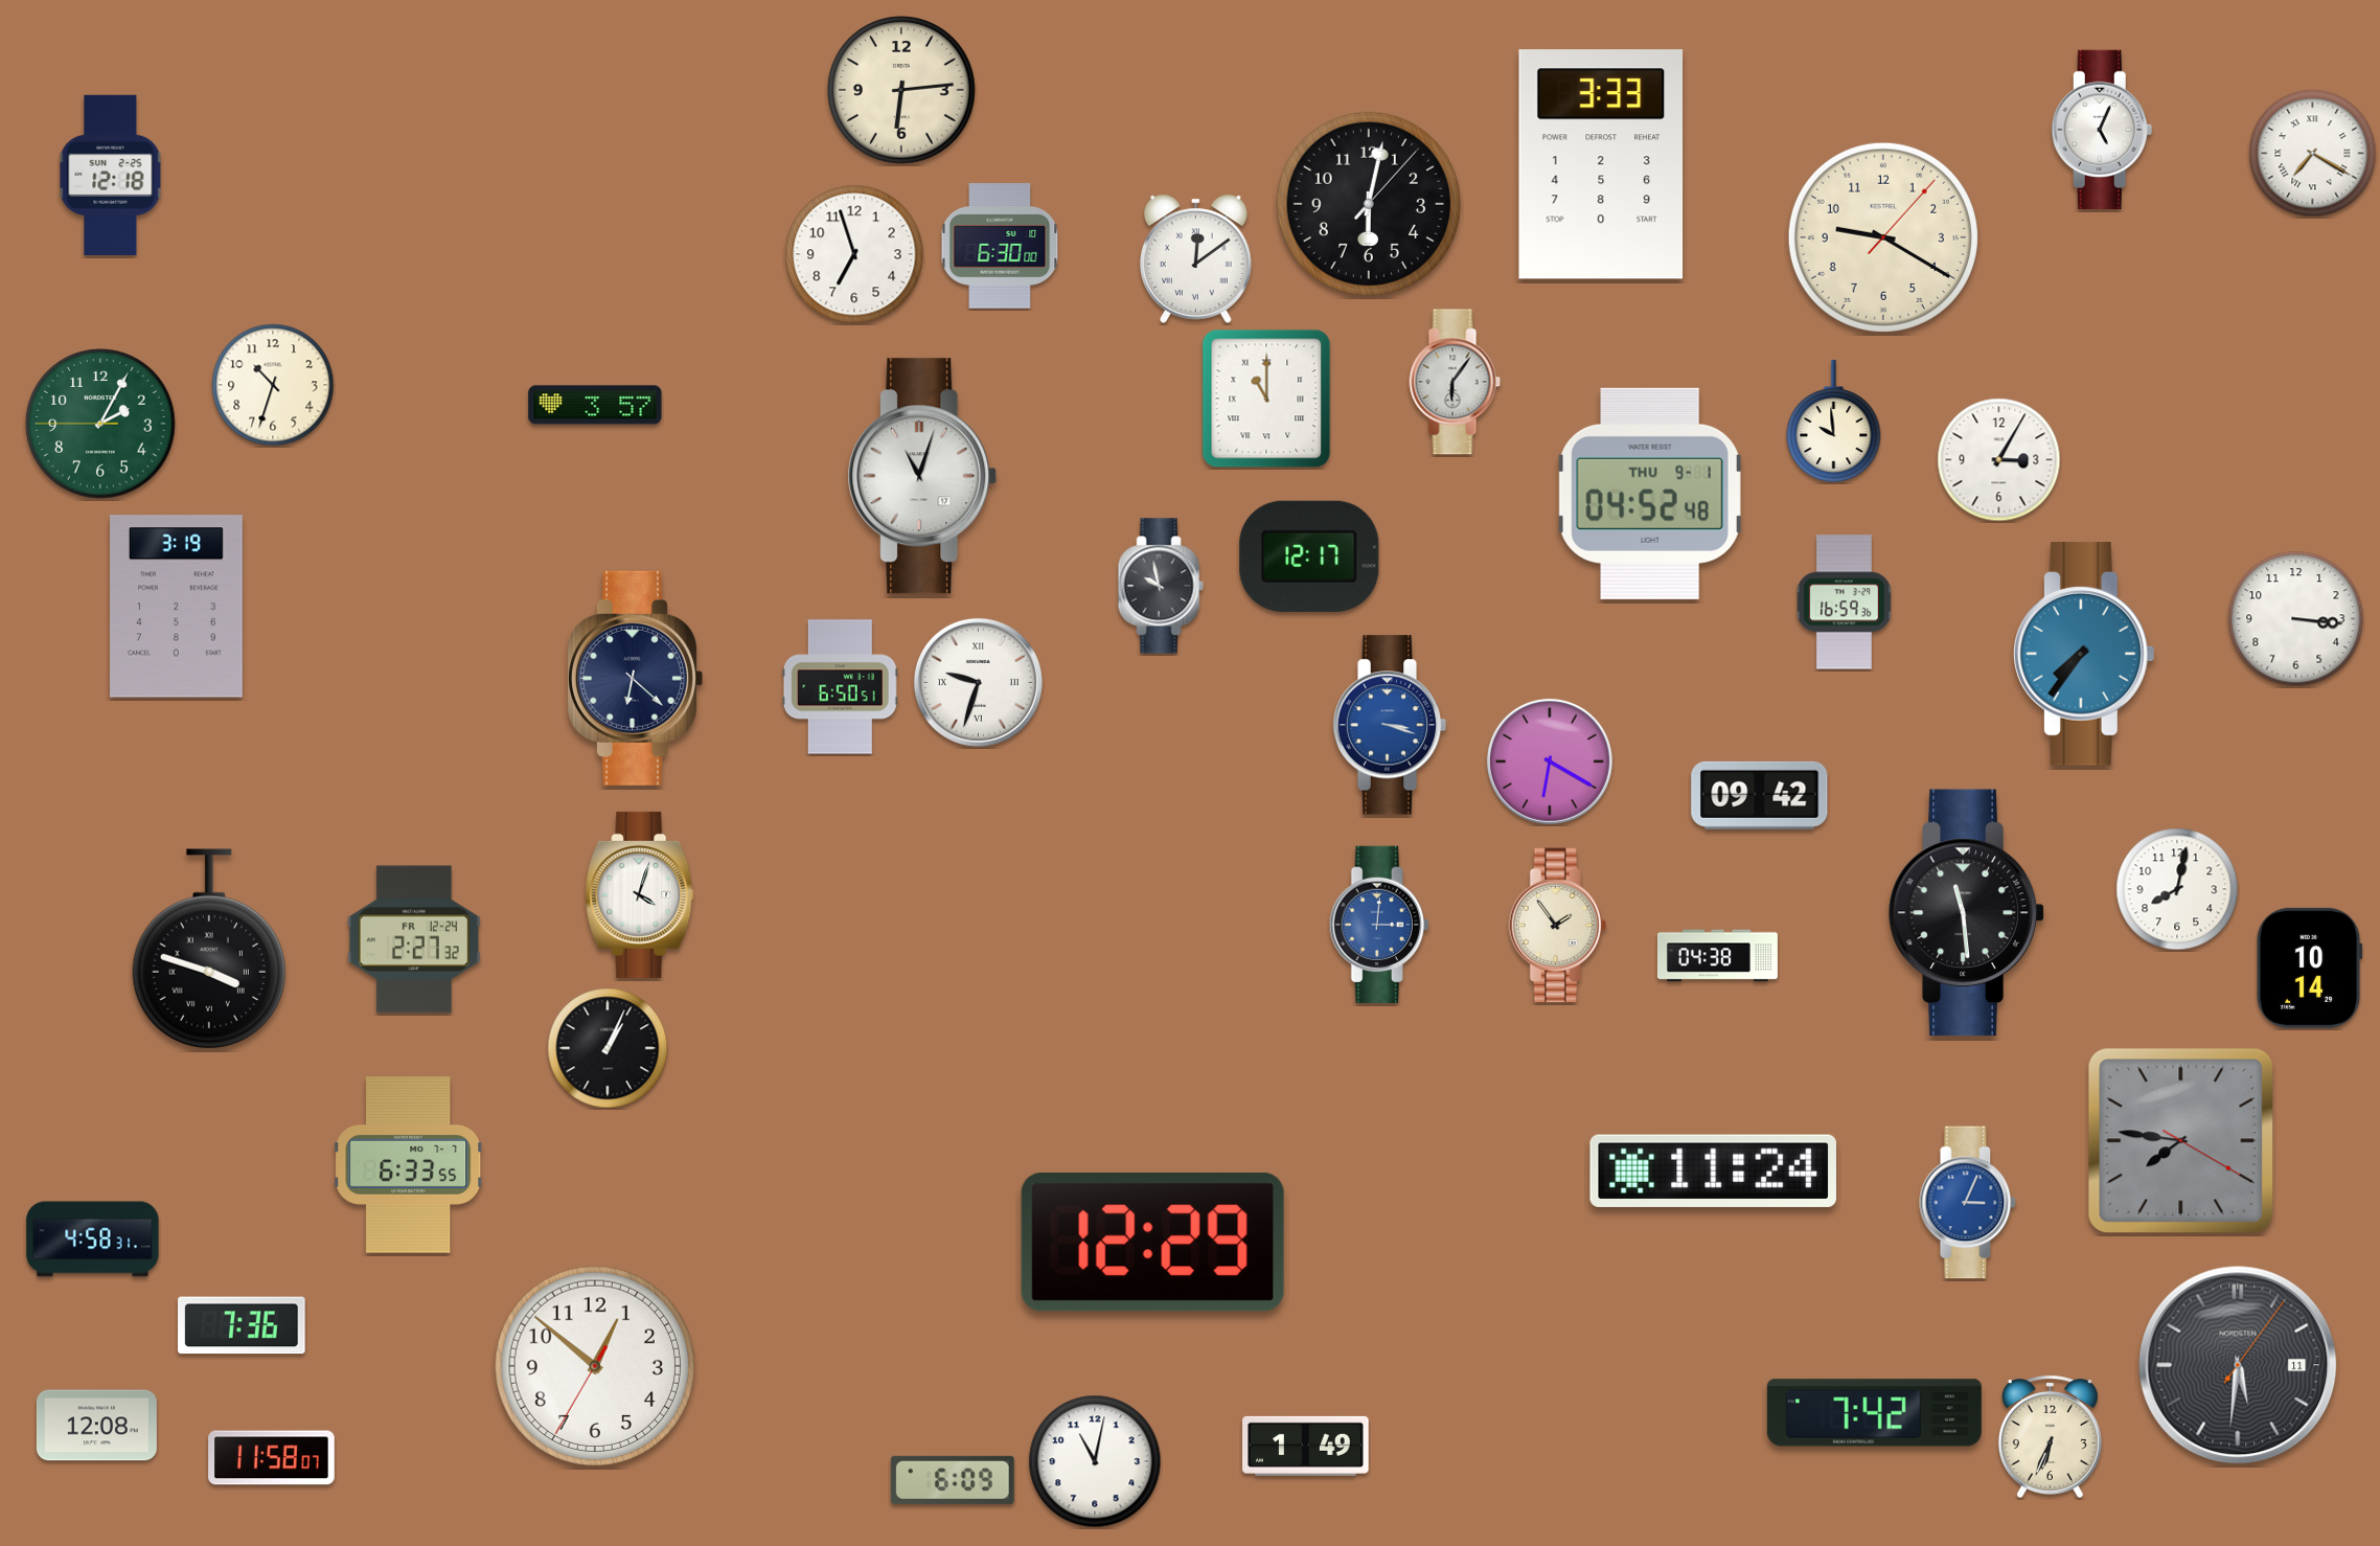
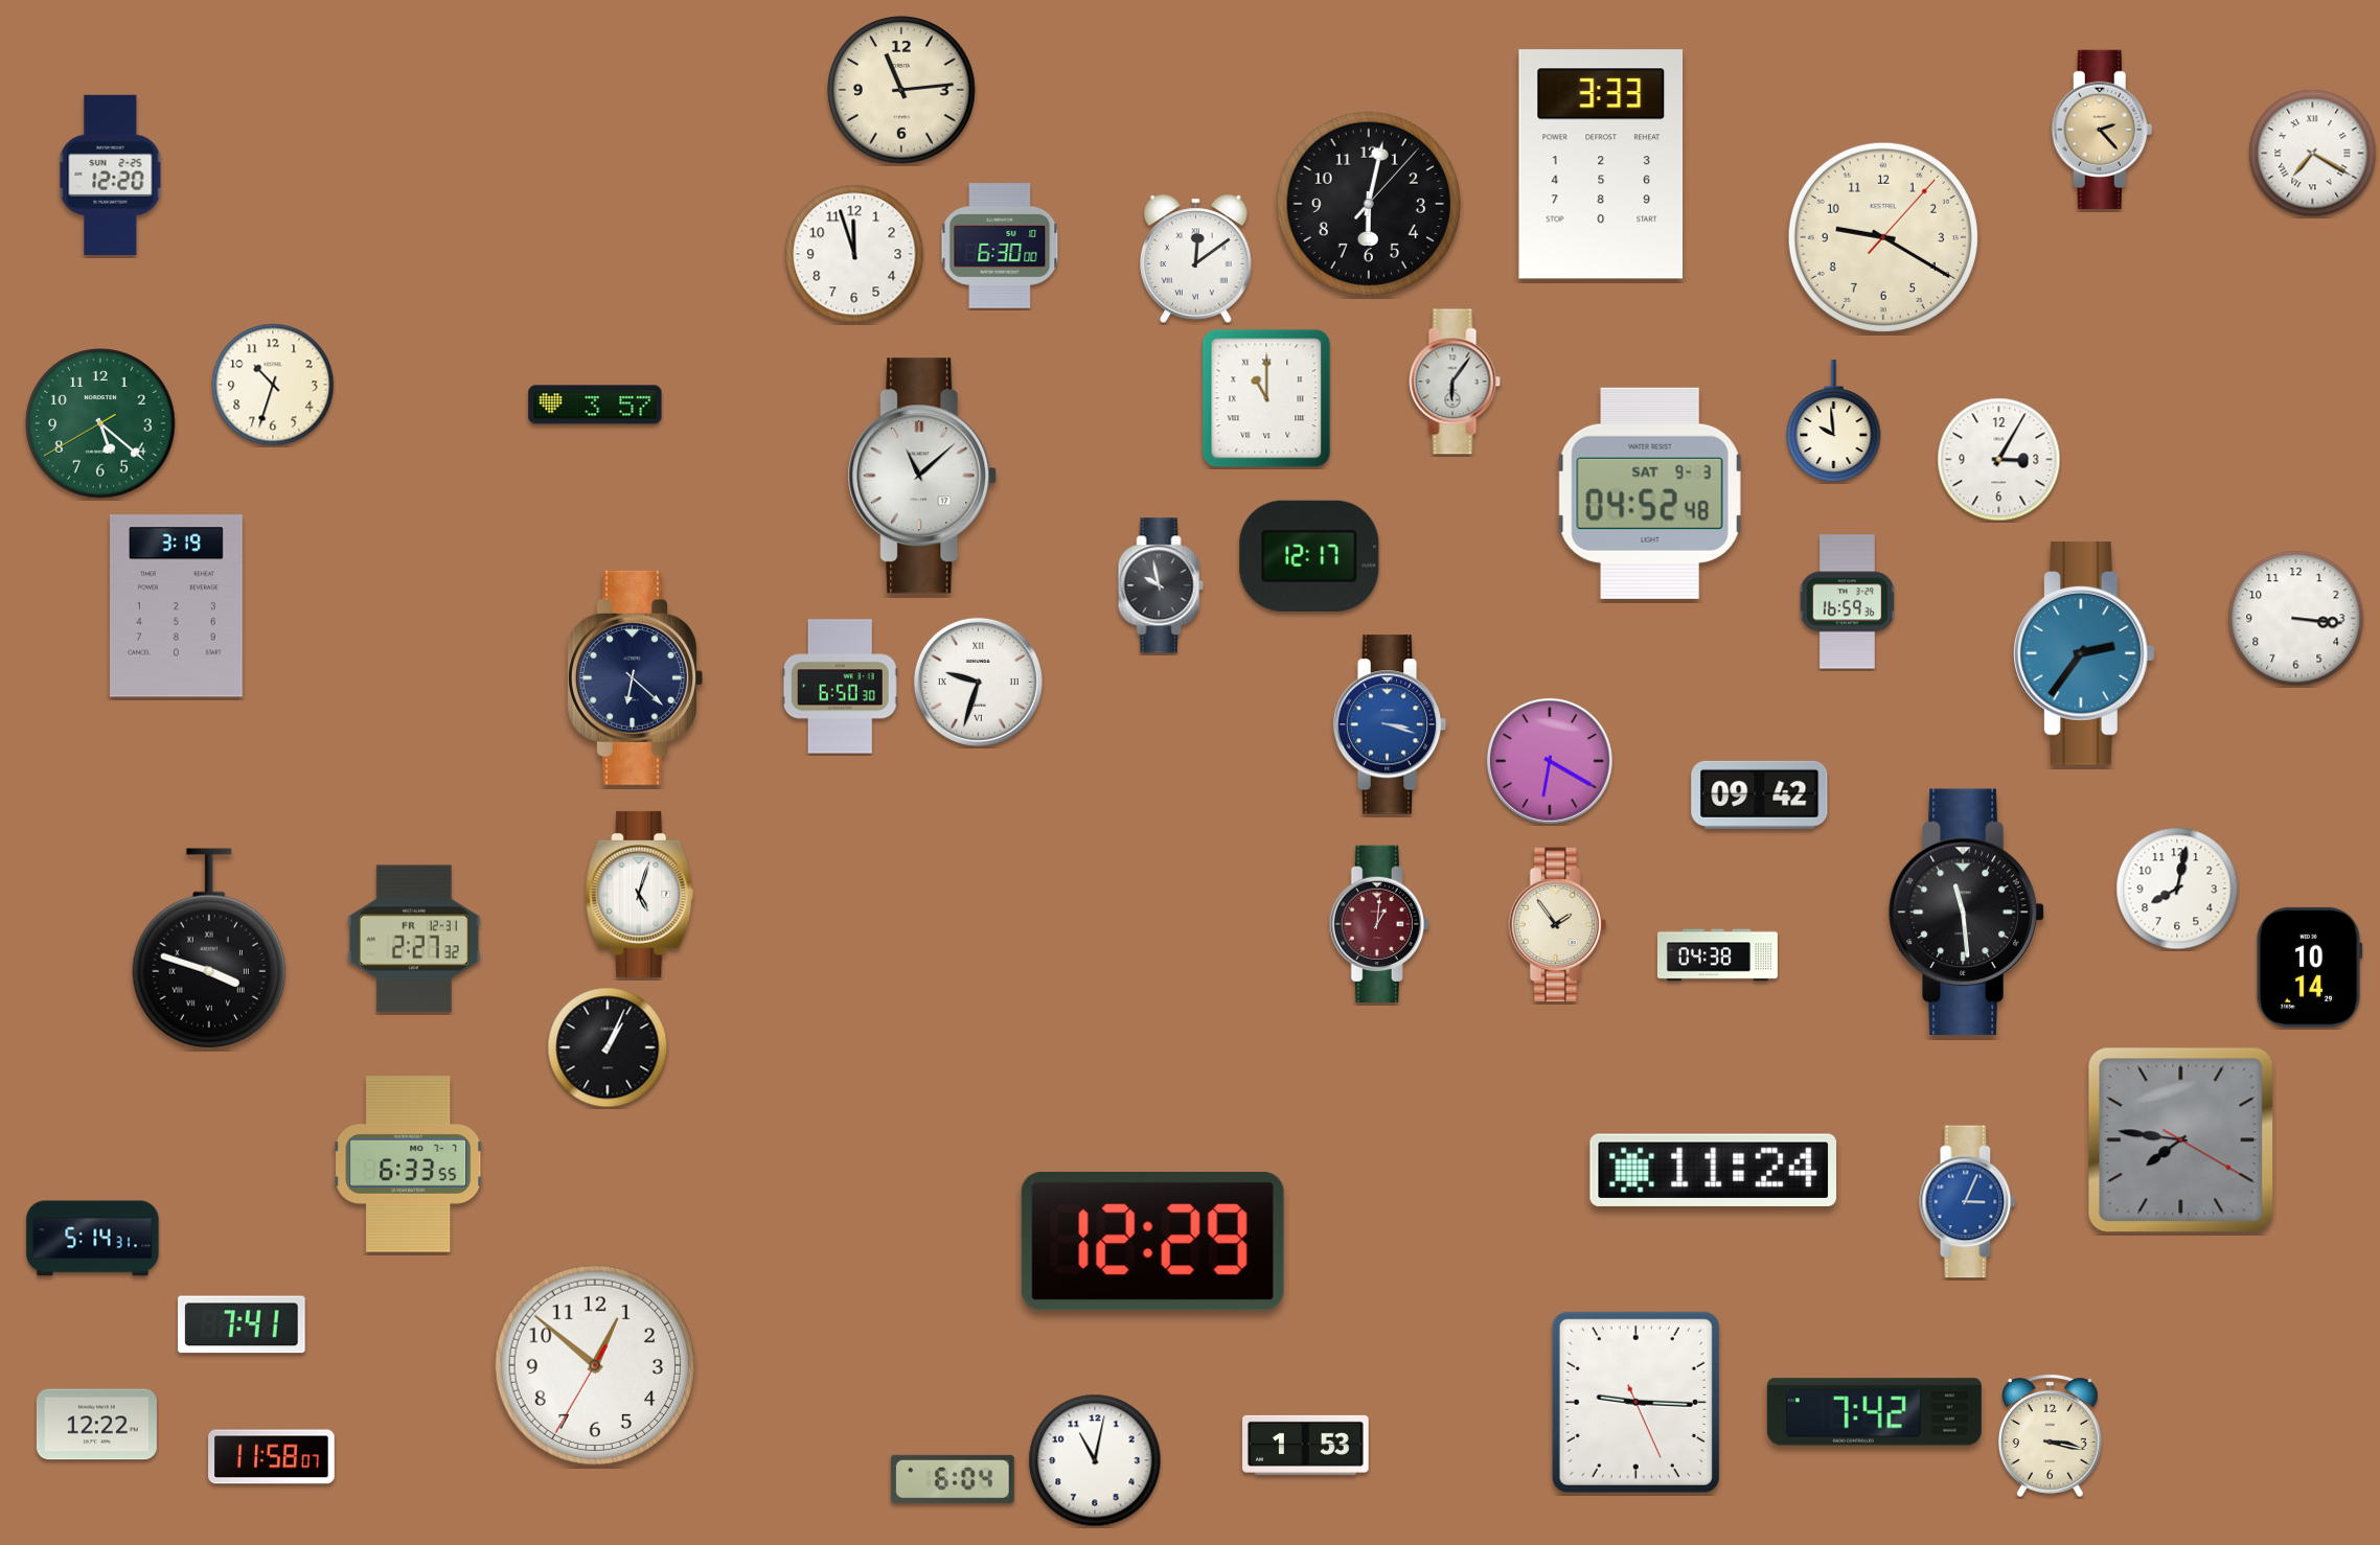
clock at (901, 90): 6:14 -> 11:14
clock at (2102, 130): 5:04 -> 2:23
clock at (2102, 130) dial: white -> champagne
clock at (111, 175): 12:18 -> 12:20
clock at (854, 254): 6:57 -> 11:57
clock at (100, 424): 2:04 -> 5:21
clock at (922, 476): 11:03 -> 11:08
clock at (1650, 494) date: THU 9-1 -> SAT 9-3
clock at (1844, 603) position: (1844, 603) -> (1847, 602)
clock at (2085, 654): 7:36 -> 2:36
clock at (840, 687): 6:50:51 -> 6:50:30
clock at (640, 894): 4:03 -> 5:03
clock at (1379, 925): 3:01 -> 1:01
clock at (1379, 925) dial: blue -> burgundy
clock at (414, 939) date: FR 12-24 -> FR 12-31
clock at (93, 1240): 4:58 -> 5:14
clock at (242, 1325): 7:36 -> 7:41
clock at (2238, 1365): 5:31 -> none
clock at (1635, 1402): none -> 9:15
clock at (96, 1426): 12:08 -> 12:22
clock at (2050, 1436): 6:34 -> 3:17
clock at (1306, 1446): 1:49 -> 1:53
clock at (953, 1480): 6:09 -> 6:04
